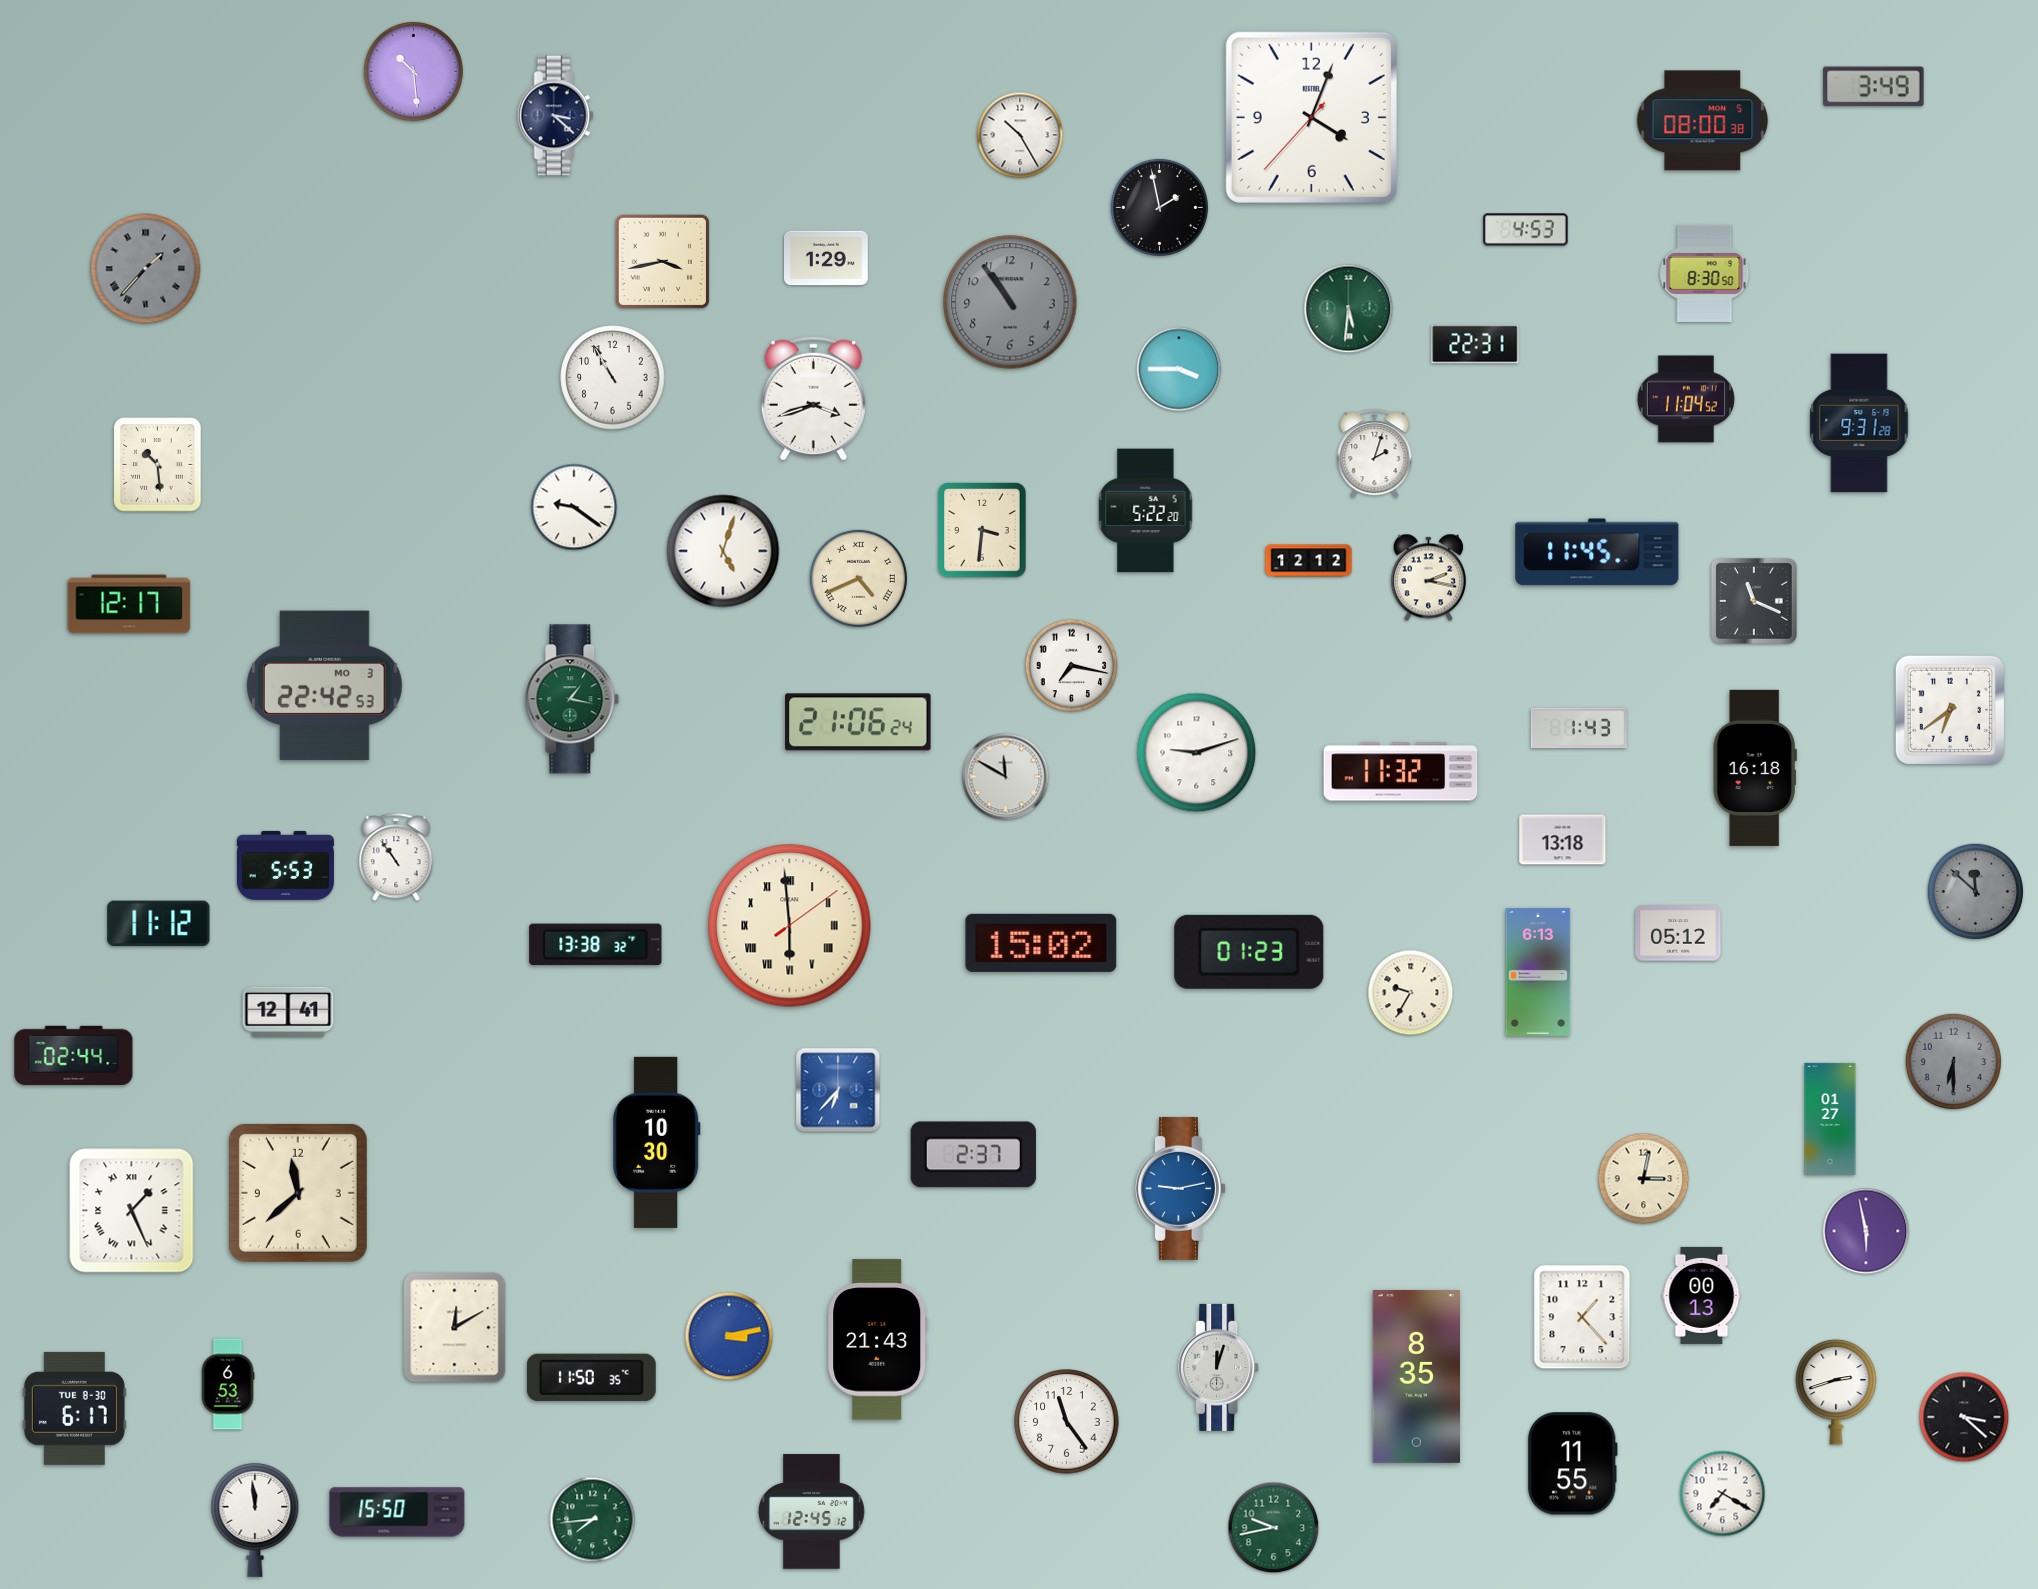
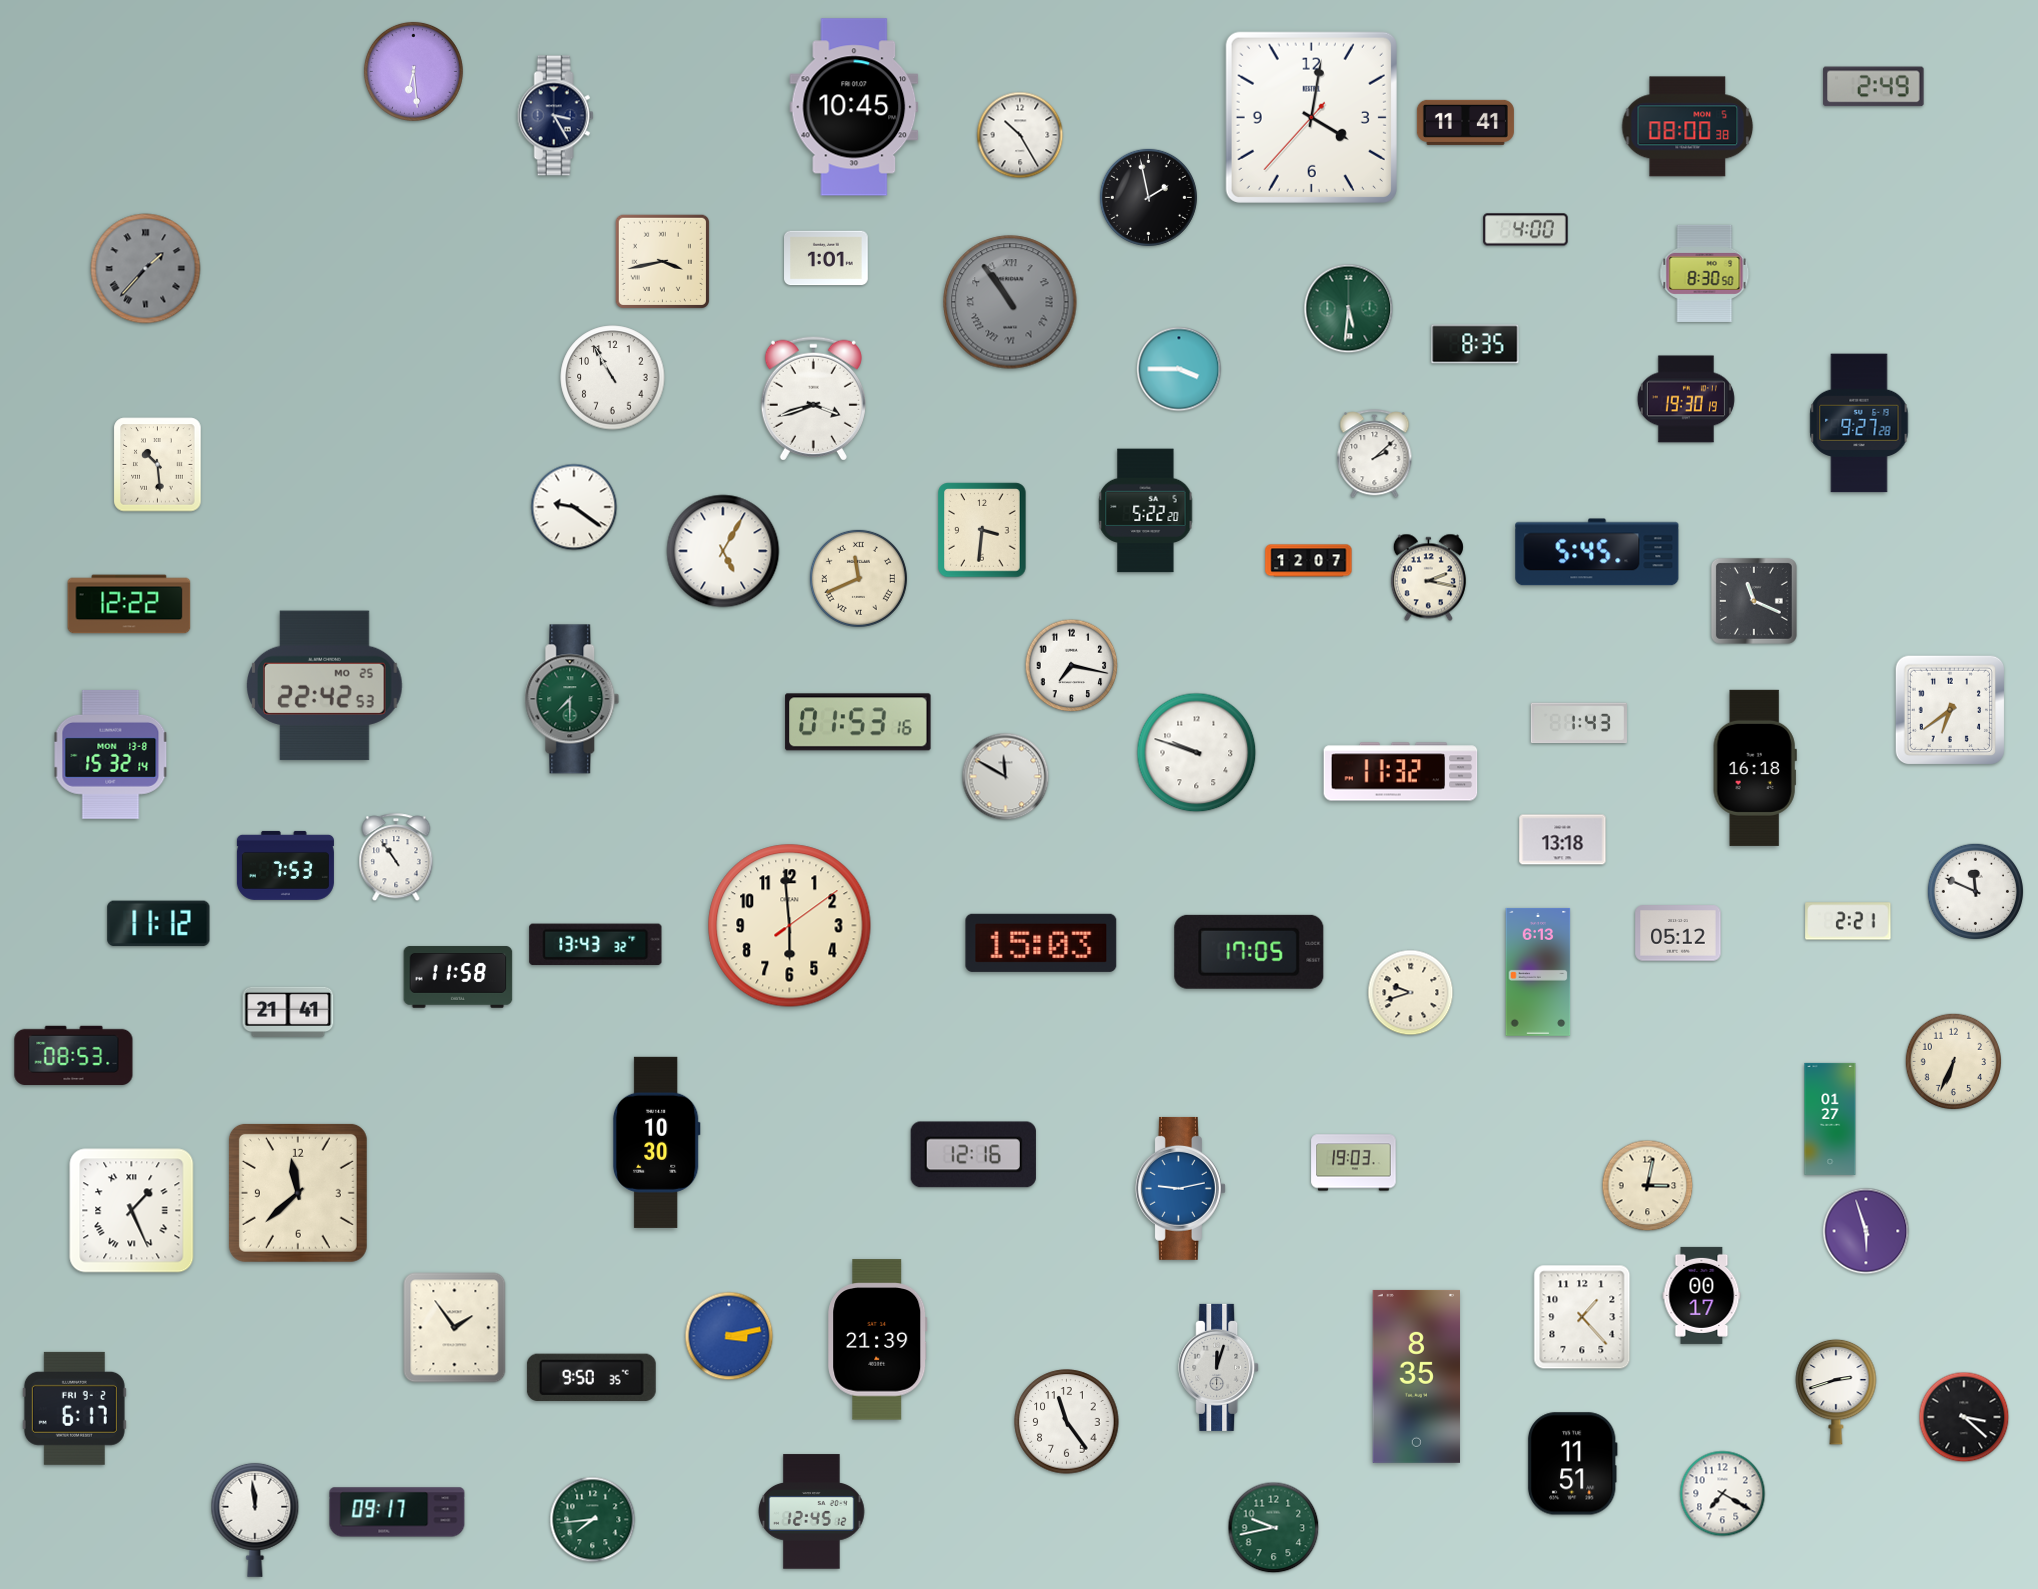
clock at (413, 71): 10:29 -> 6:29
clock at (1874, 87): 3:49 -> 2:49
clock at (854, 107): none -> 10:45
clock at (555, 116): 3:22 -> 3:25
clock at (1311, 117): 4:03 -> 4:01
clock at (1703, 121) position: (1703, 121) -> (1688, 127)
clock at (1465, 122): none -> 11:41
clock at (1159, 207) position: (1159, 207) -> (1148, 197)
clock at (1526, 230): 4:53 -> 4:00
clock at (827, 258): 1:29 -> 1:01
clock at (1010, 302) numerals: Arabic -> Roman
clock at (1475, 344): 22:31 -> 8:35
clock at (1686, 399): 11:04 -> 19:30
clock at (1859, 423): 9:31 -> 9:27
clock at (1375, 454): 2:03 -> 2:08
clock at (723, 551): 5:03 -> 5:05
clock at (1597, 552): 11:45 -> 5:45
clock at (1309, 561): 12:12 -> 12:07
clock at (858, 578): 4:41 -> 11:41
clock at (129, 604): 12:17 -> 12:22
clock at (325, 686) date: MO 3 -> MO 25
clock at (572, 699): 1:17 -> 7:30
clock at (858, 722): 21:06 -> 01:53
clock at (1579, 728) position: (1579, 728) -> (1579, 723)
clock at (1197, 753): 9:12 -> 9:48
clock at (111, 755): none -> 15:32
clock at (285, 865): 5:53 -> 7:53
clock at (1975, 891): 11:52 -> 11:49
clock at (1975, 891) dial: grey -> white
clock at (1848, 921): none -> 2:21
clock at (790, 926) numerals: Roman -> Arabic
clock at (1041, 943): 15:02 -> 15:03
clock at (596, 945): 13:38 -> 13:43
clock at (1249, 952): 01:23 -> 17:05
clock at (458, 977): none -> 11:58
clock at (1411, 993): 9:35 -> 9:42
clock at (288, 1012): 12:41 -> 21:41
clock at (74, 1055): 02:44 -> 08:53
clock at (1953, 1061): 6:30 -> 6:34
clock at (1953, 1061) dial: grey -> cream
clock at (838, 1090): 6:37 -> none
clock at (973, 1155): 2:37 -> 12:16
clock at (1354, 1163): none -> 19:03
clock at (1644, 1179) position: (1644, 1179) -> (1648, 1186)
clock at (1866, 1231): 5:58 -> 5:57
clock at (1702, 1295): 00:13 -> 00:17
clock at (455, 1328): 12:10 -> 1:54
clock at (878, 1340): 21:43 -> 21:39
clock at (591, 1377): 11:50 -> 9:50
clock at (228, 1384): 6:53 -> none
clock at (74, 1408) date: TUE 8-30 -> FRI 9-2
clock at (1572, 1464): 11:55 -> 11:51
clock at (397, 1512): 15:50 -> 09:17
